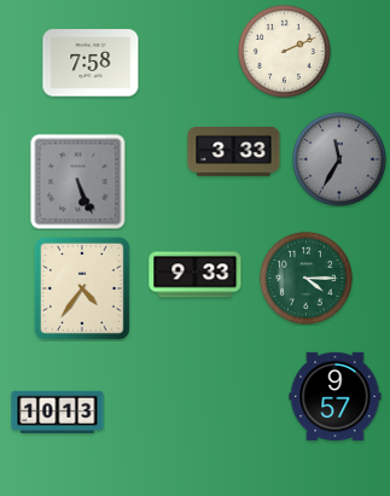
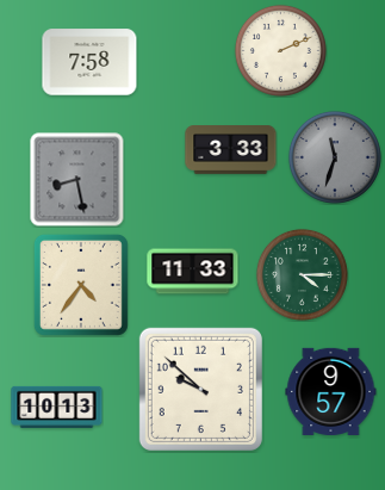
clock at (339, 159): 11:35 -> 11:33
clock at (78, 182): 5:26 -> 8:28
clock at (196, 275): 9:33 -> 11:33
clock at (200, 389): none -> 9:52
